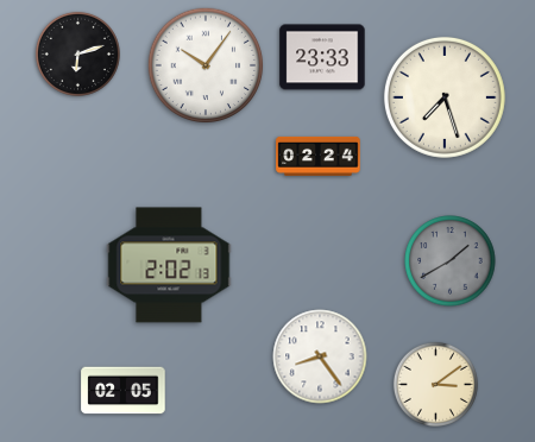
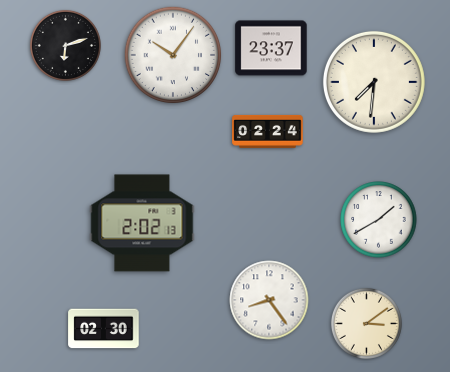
clock at (322, 57): 23:33 -> 23:37
clock at (445, 97): 7:27 -> 7:31
clock at (451, 261) dial: grey -> white
clock at (124, 391): 02:05 -> 02:30
